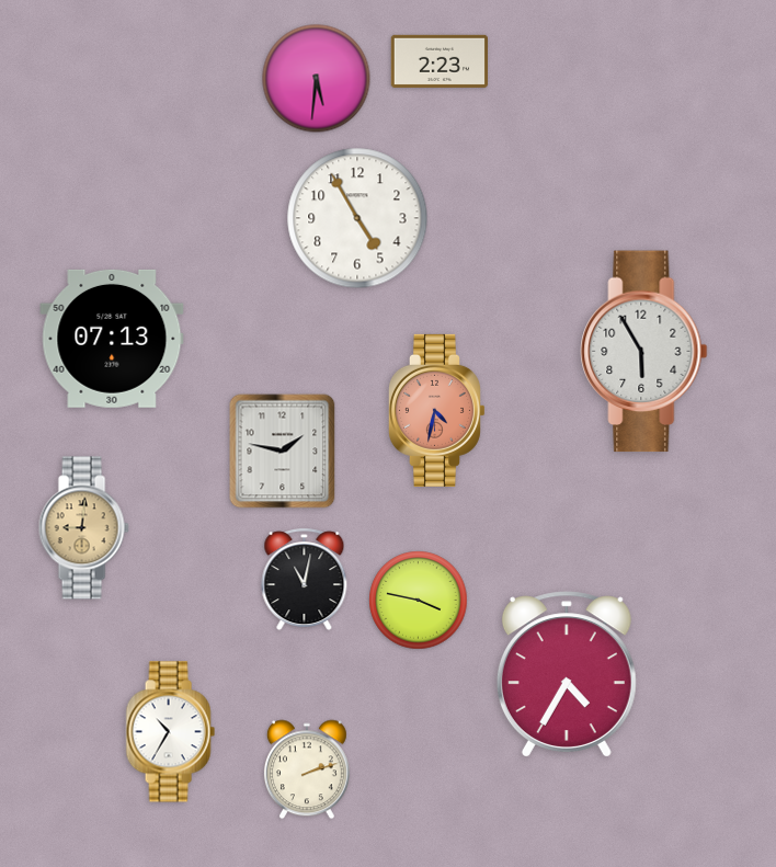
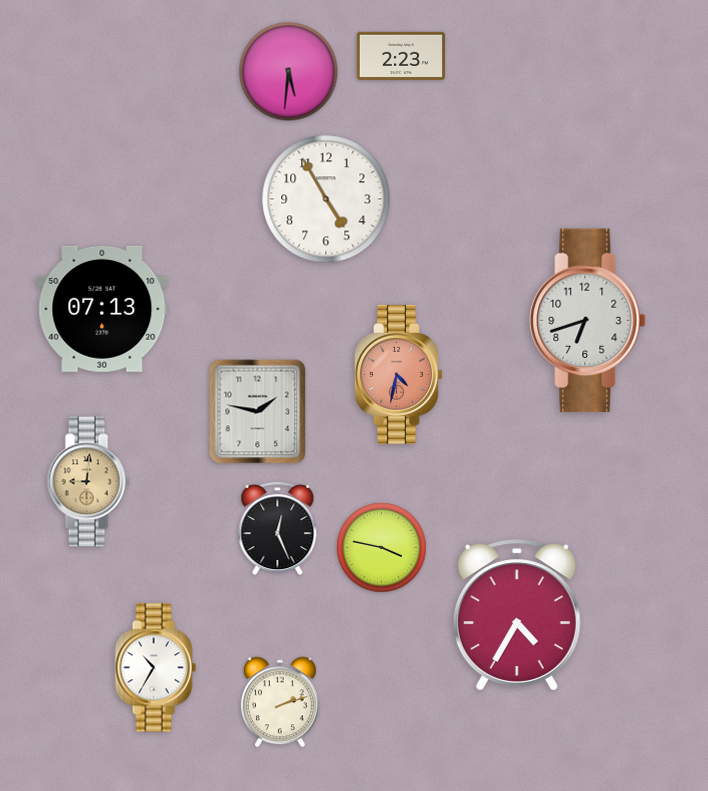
clock at (644, 352): 5:55 -> 6:42
clock at (83, 528) position: (83, 528) -> (88, 482)
clock at (305, 580): 11:02 -> 12:26
